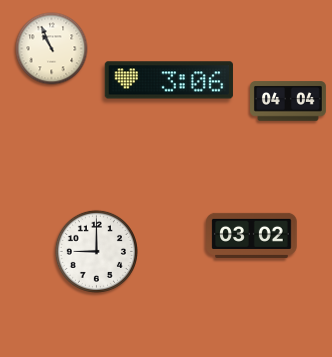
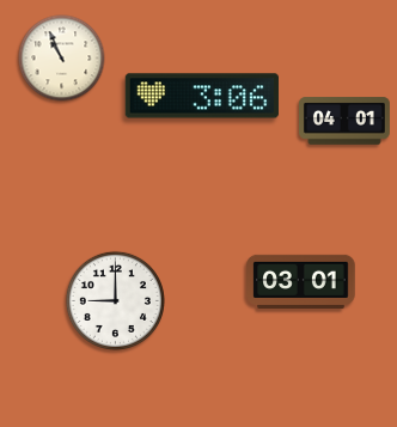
clock at (289, 101): 04:04 -> 04:01
clock at (252, 235): 03:02 -> 03:01
